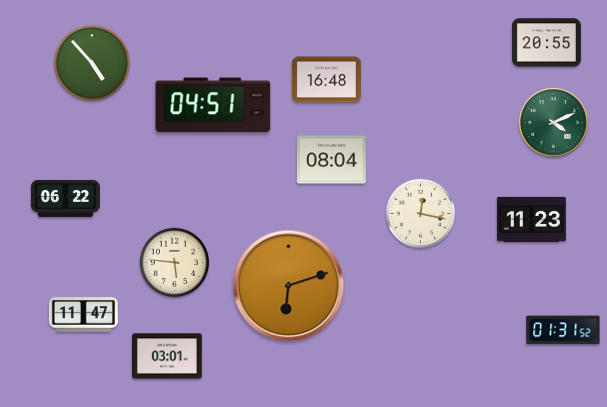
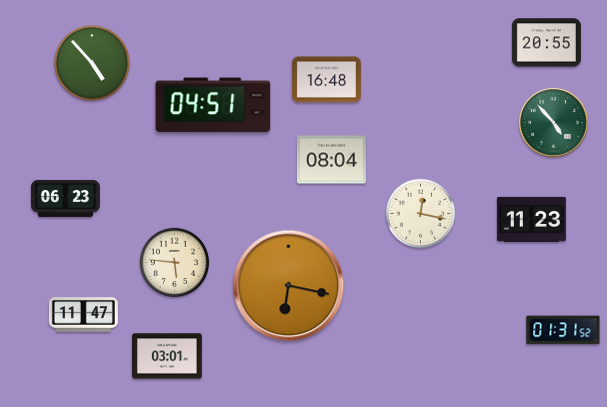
clock at (554, 123): 4:11 -> 4:53
clock at (65, 198): 06:22 -> 06:23
clock at (289, 286): 6:12 -> 6:17
